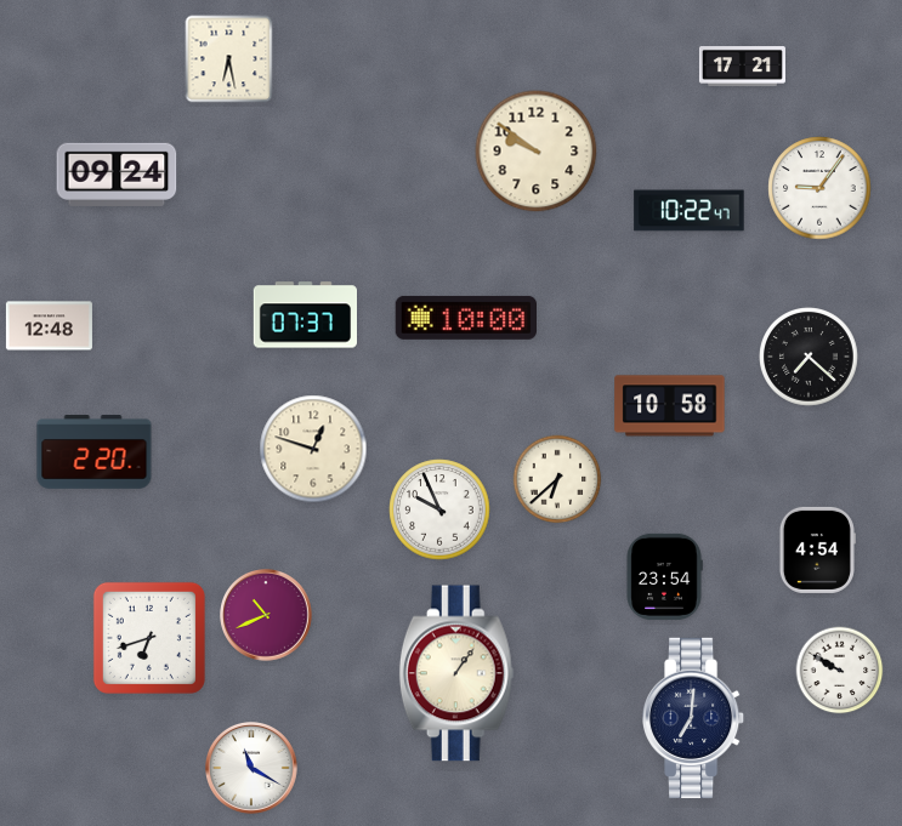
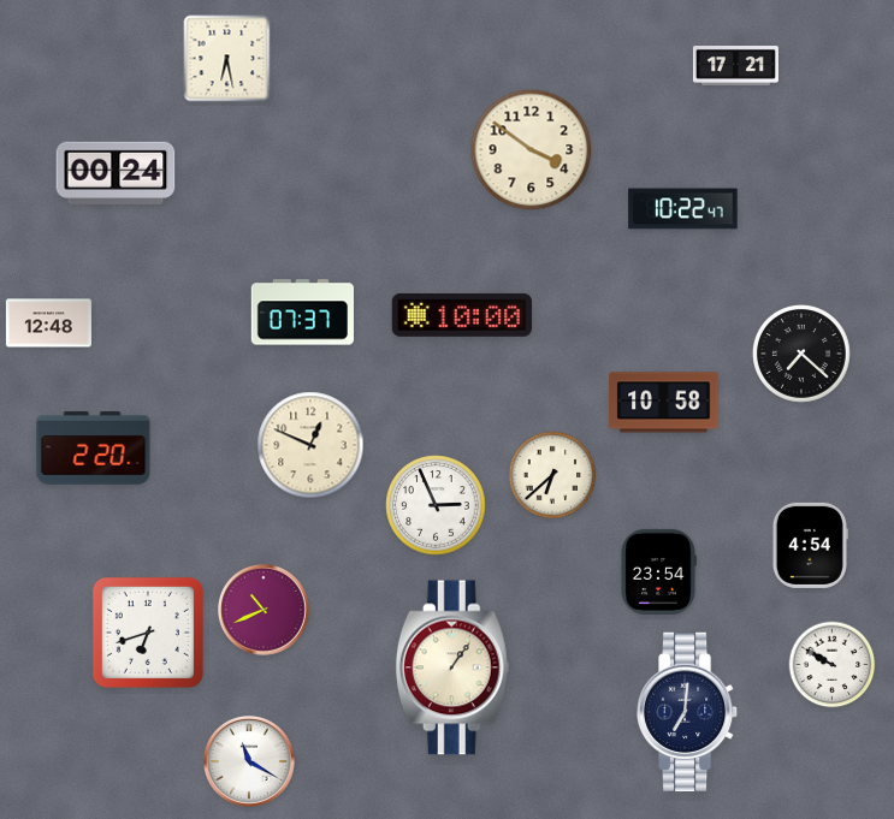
clock at (537, 152): 9:51 -> 3:51
clock at (117, 175): 09:24 -> 00:24
clock at (819, 188): 9:06 -> none
clock at (313, 449): 12:48 -> 12:49
clock at (439, 509): 9:56 -> 2:56
